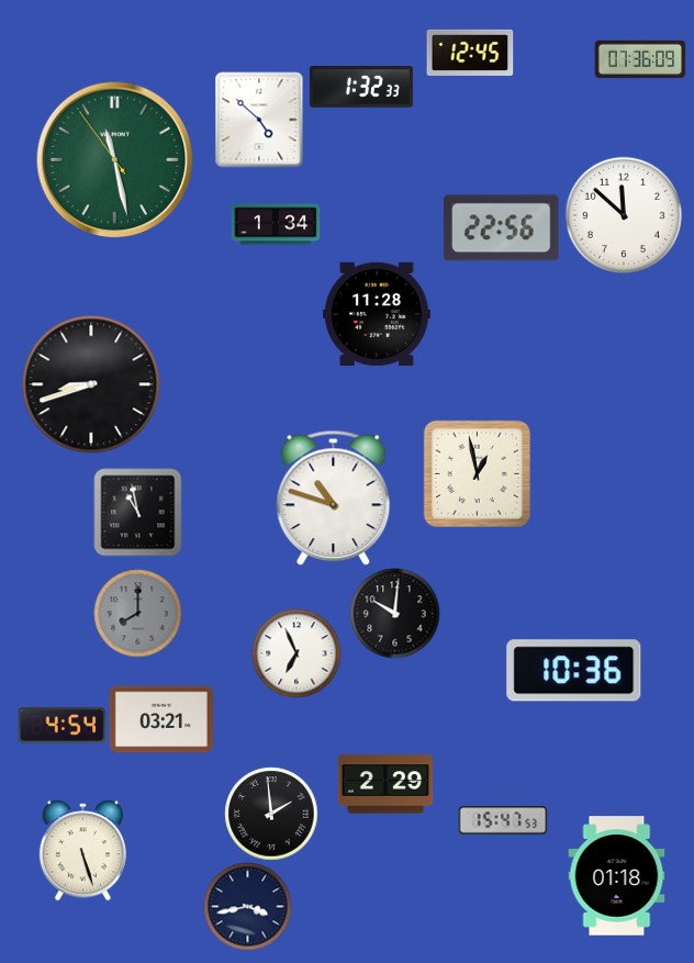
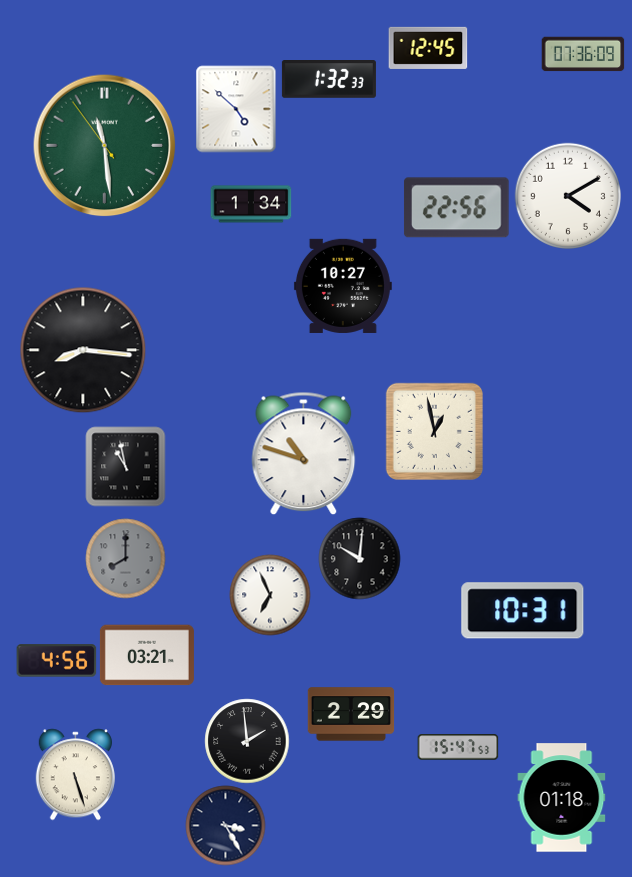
clock at (114, 159): 11:27 -> 11:28
clock at (623, 214): 11:52 -> 4:10
clock at (377, 314): 11:28 -> 10:27
clock at (91, 384): 8:42 -> 8:16
clock at (574, 671): 10:36 -> 10:31
clock at (61, 726): 4:54 -> 4:56
clock at (247, 906): 3:43 -> 3:25
